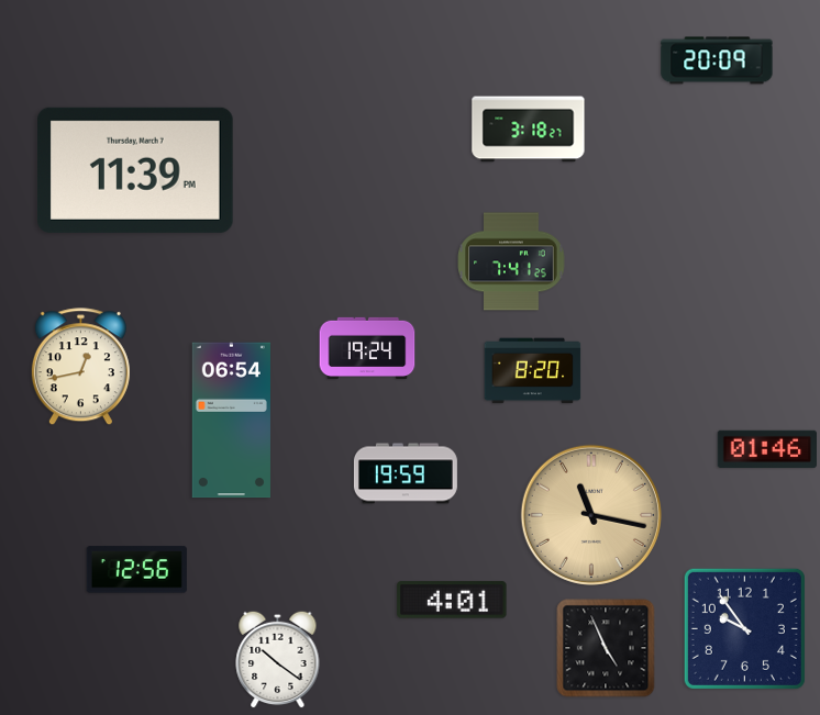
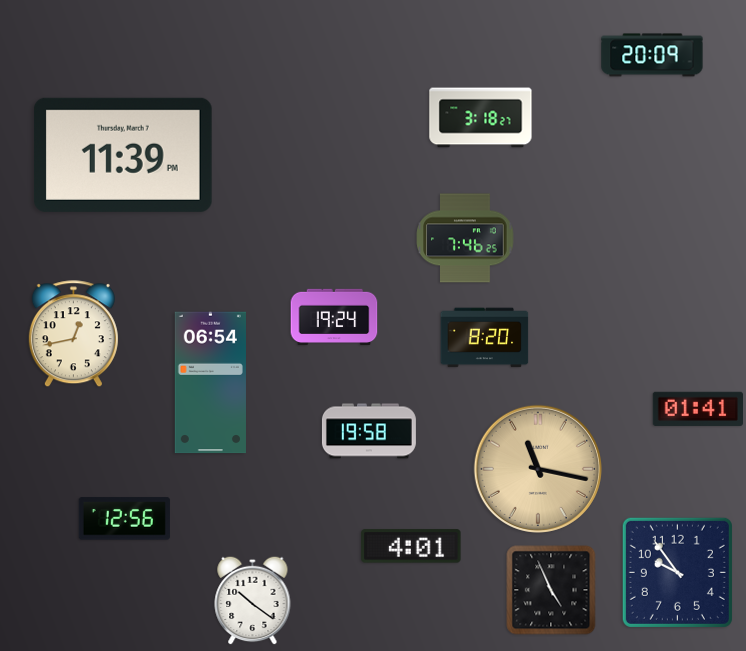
clock at (511, 261): 7:41 -> 7:46
clock at (766, 448): 01:46 -> 01:41
clock at (406, 473): 19:59 -> 19:58
